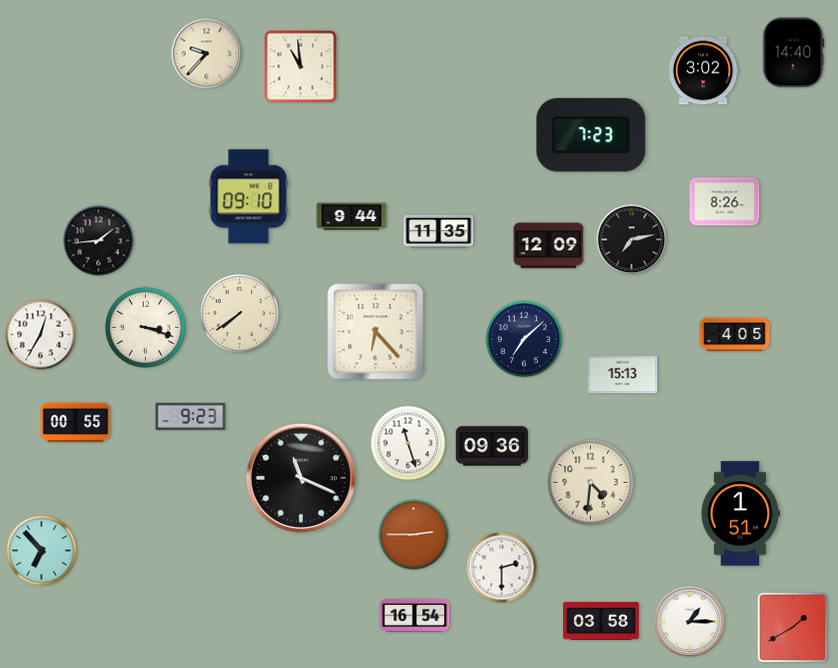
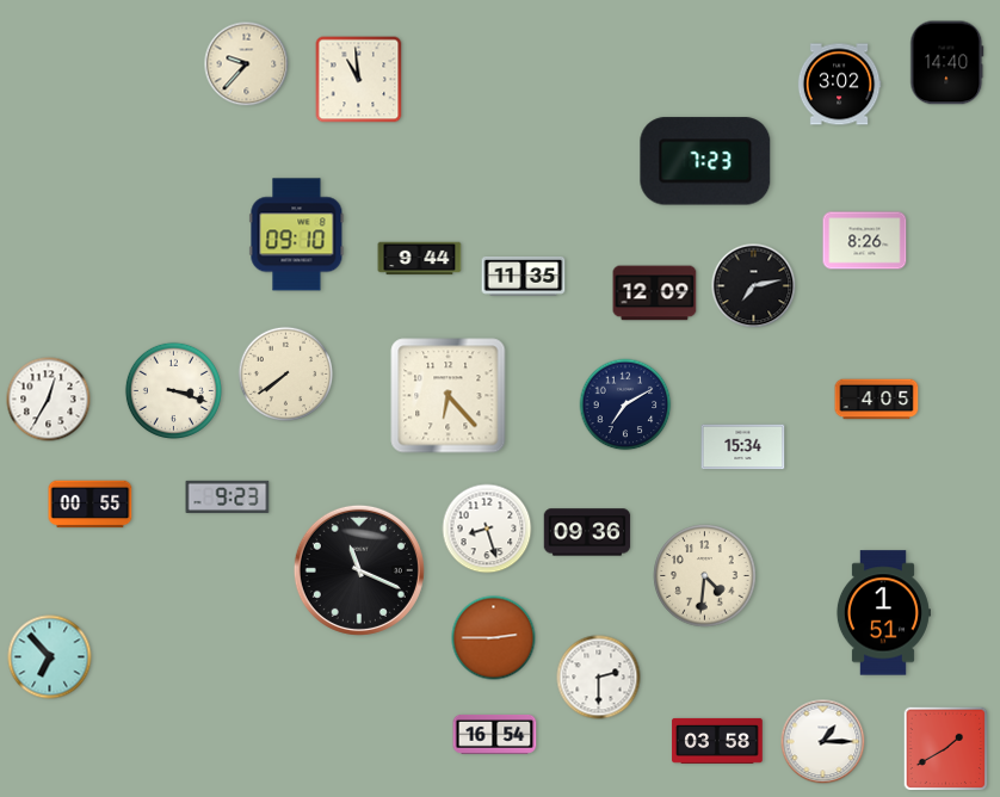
clock at (99, 241): 1:44 -> none
clock at (524, 339): 7:08 -> 7:10
clock at (623, 375): 15:13 -> 15:34
clock at (408, 443): 11:27 -> 8:27
